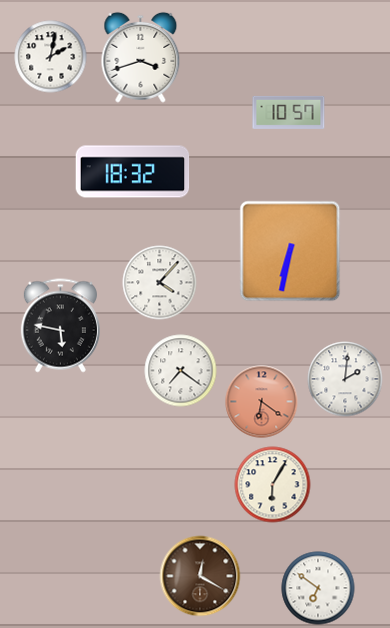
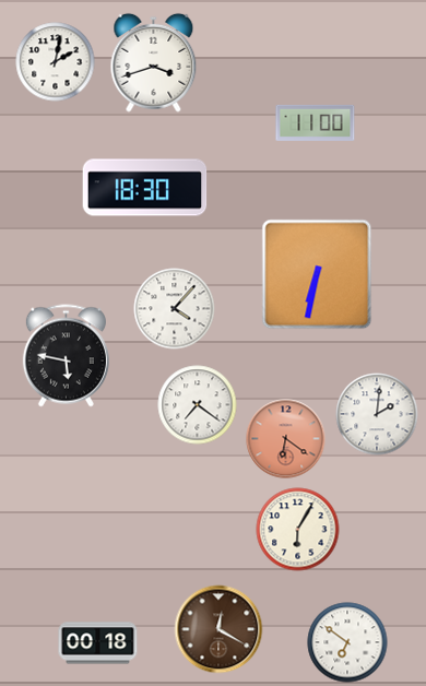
clock at (289, 112): 10:57 -> 11:00
clock at (133, 172): 18:32 -> 18:30
clock at (98, 643): none -> 00:18
